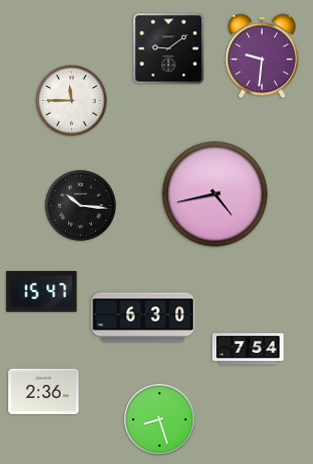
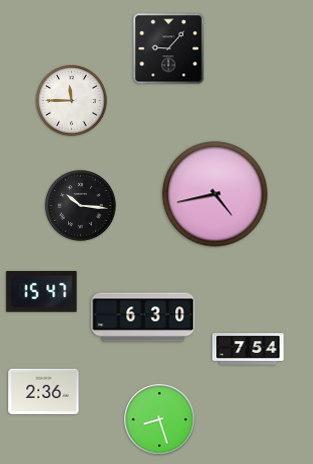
clock at (169, 49): 9:09 -> 9:07
clock at (262, 56): 9:31 -> none
